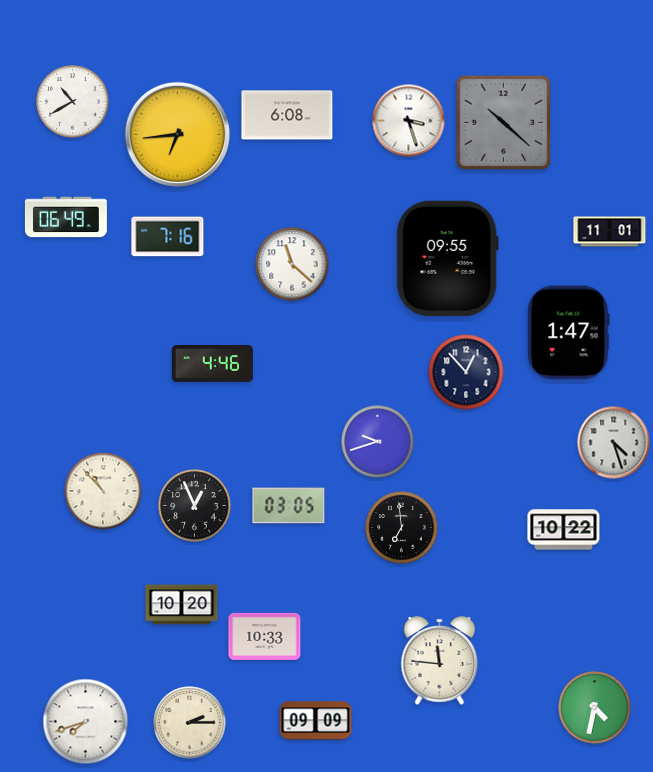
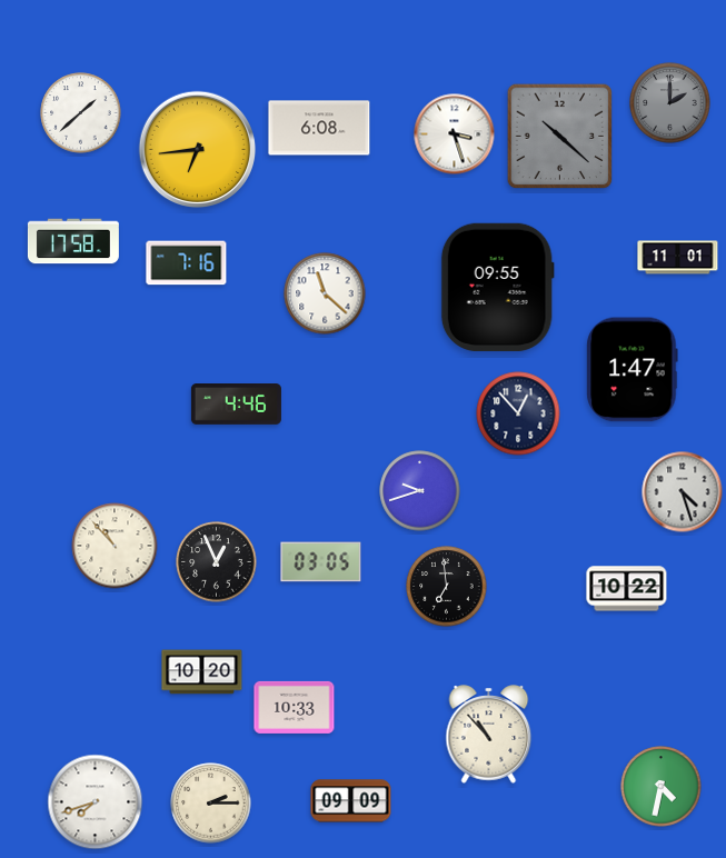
clock at (670, 103): none -> 2:00
clock at (73, 102): 10:40 -> 1:38
clock at (66, 217): 06:49 -> 17:58
clock at (440, 661): 11:46 -> 10:53
